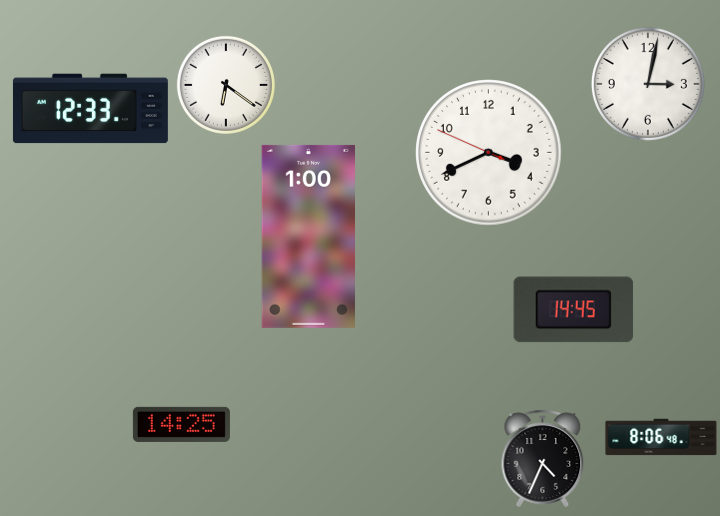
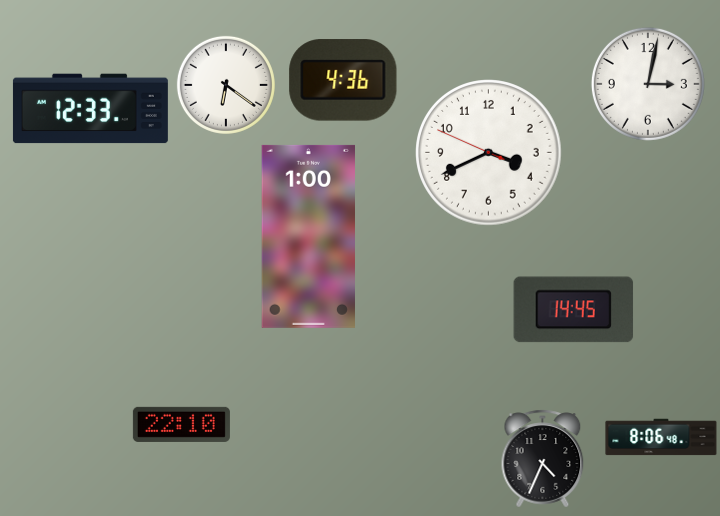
clock at (343, 80): none -> 4:36
clock at (181, 424): 14:25 -> 22:10
